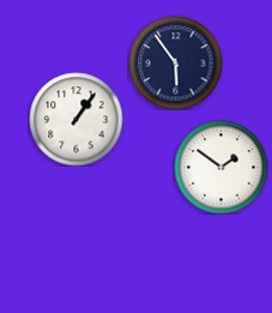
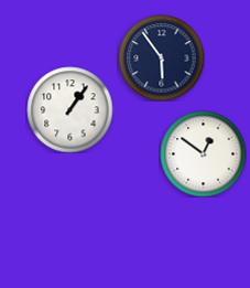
clock at (220, 167): 1:51 -> 12:51
